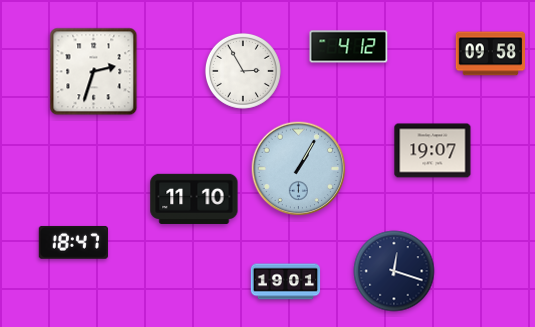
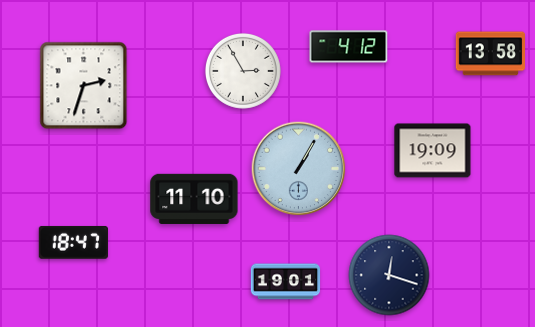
clock at (490, 54): 09:58 -> 13:58
clock at (94, 72) position: (94, 72) -> (84, 86)
clock at (433, 151): 19:07 -> 19:09
clock at (394, 271) position: (394, 271) -> (389, 275)
